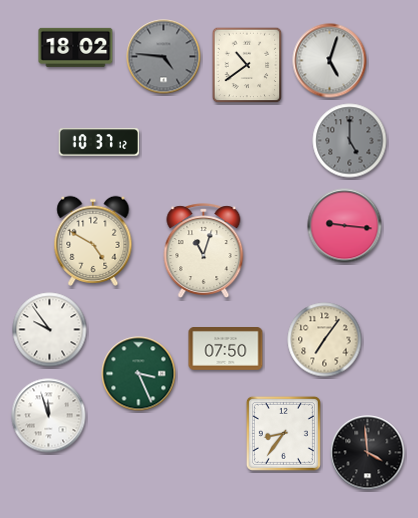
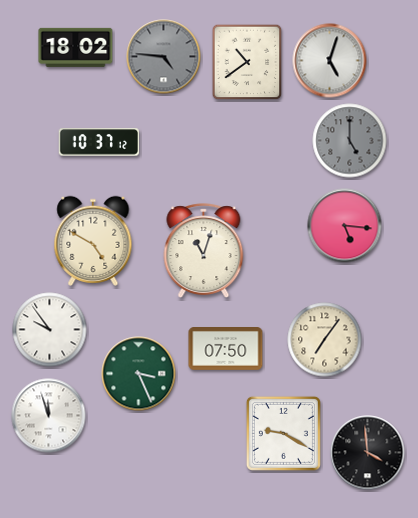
clock at (247, 65) position: (247, 65) -> (247, 62)
clock at (345, 226): 9:16 -> 5:16
clock at (283, 433): 8:36 -> 9:20
